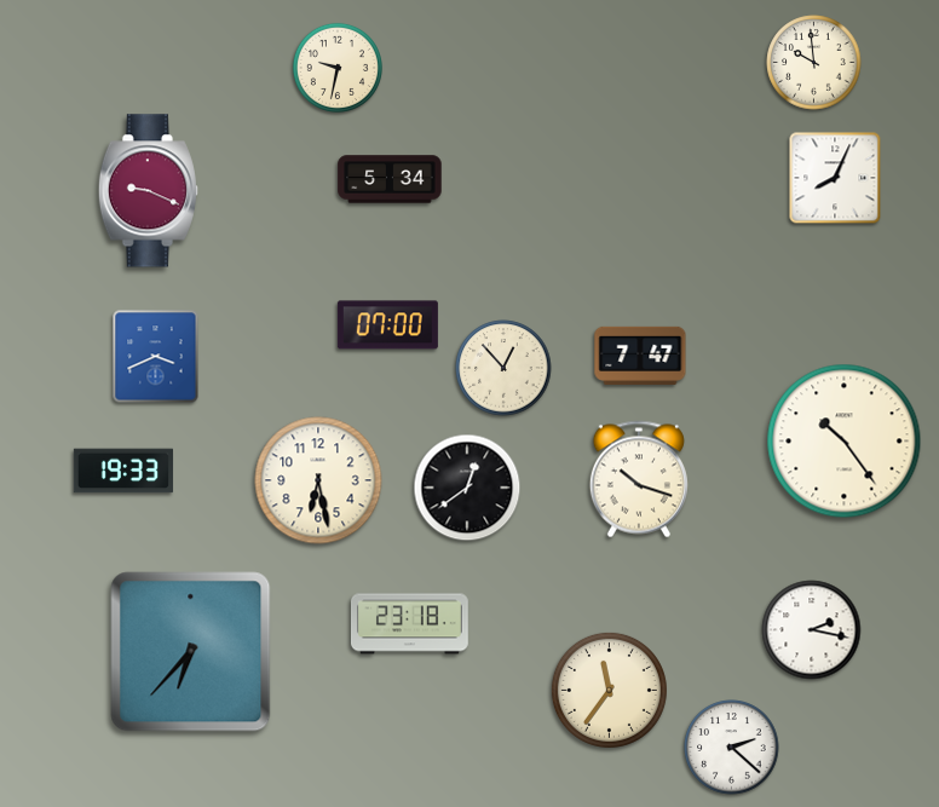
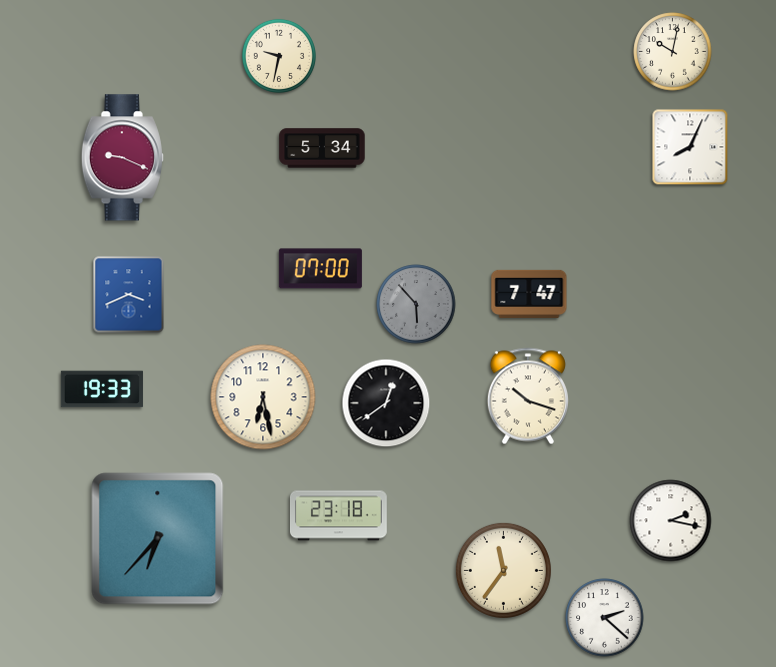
clock at (814, 63): 9:59 -> 10:02
clock at (503, 368): 12:53 -> 5:53
clock at (503, 368) dial: cream -> grey
clock at (845, 442): 10:24 -> none
